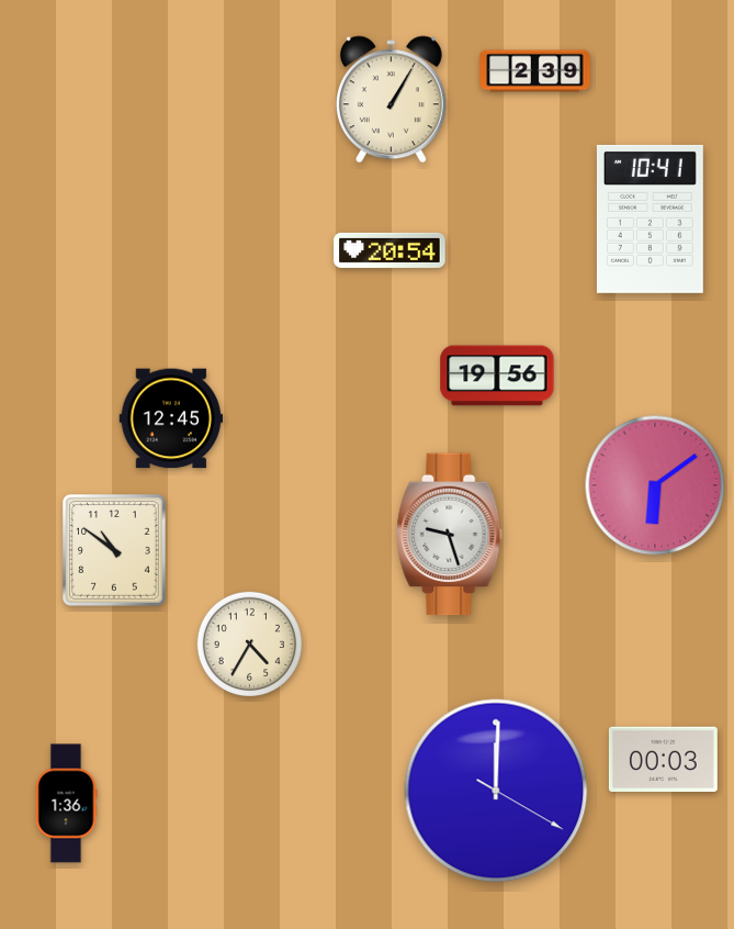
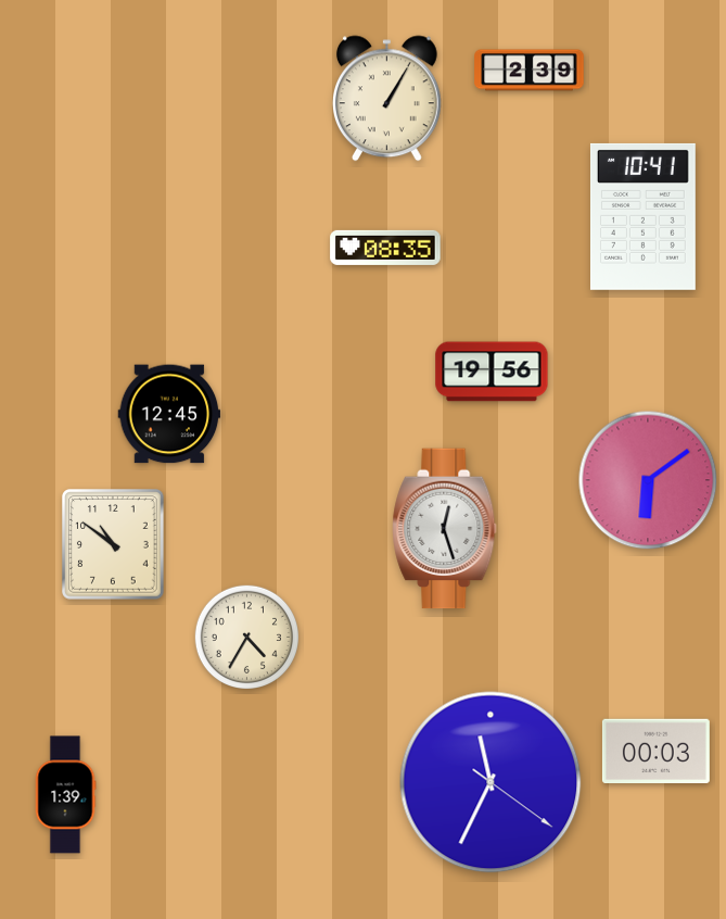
clock at (389, 250): 20:54 -> 08:35
clock at (450, 535): 9:27 -> 12:27
clock at (496, 791): 12:00 -> 11:34
clock at (66, 804): 1:36 -> 1:39
